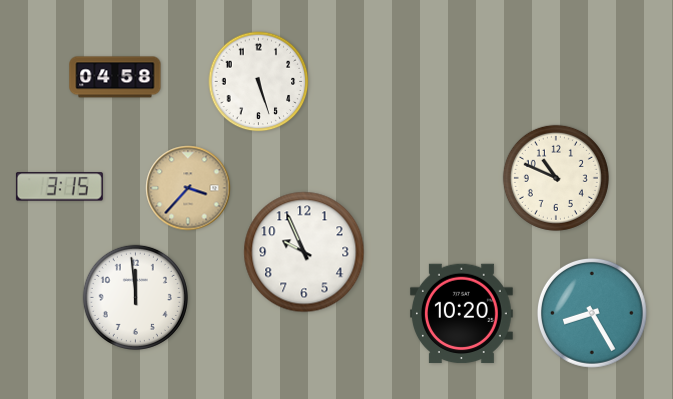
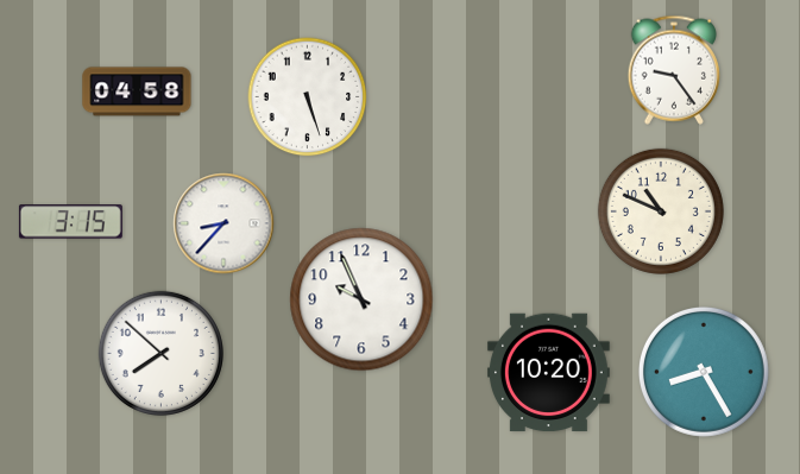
clock at (673, 70): none -> 9:24
clock at (188, 188): 3:37 -> 8:37
clock at (188, 188) dial: champagne -> white
clock at (135, 297): 11:59 -> 7:52
